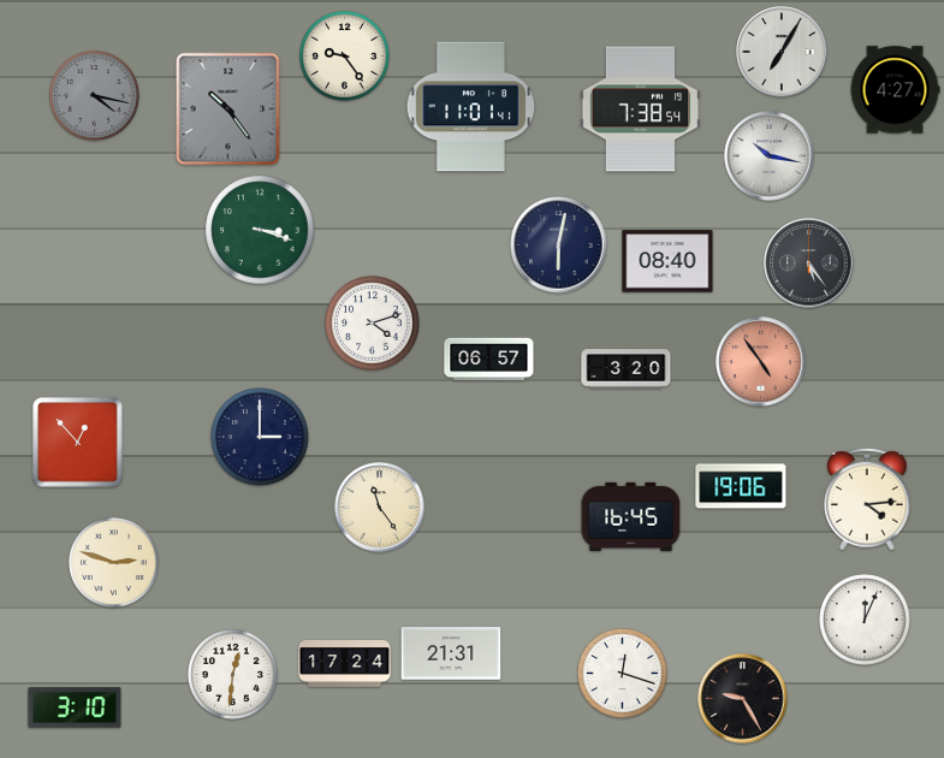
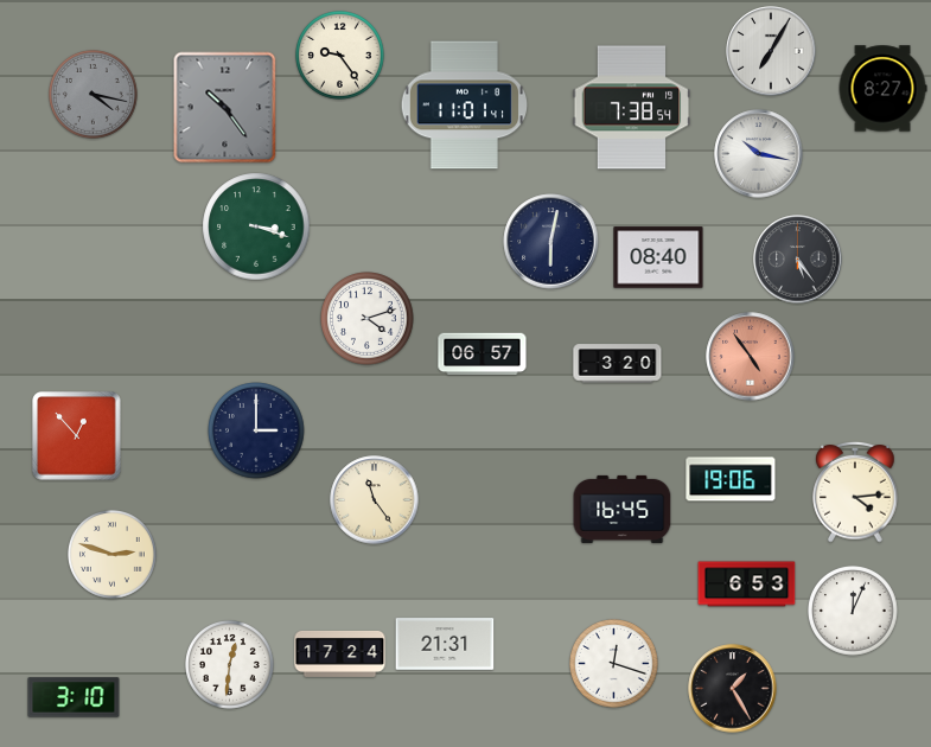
clock at (895, 90): 4:27 -> 8:27
clock at (747, 585): none -> 6:53
clock at (743, 699): 9:25 -> 1:25
